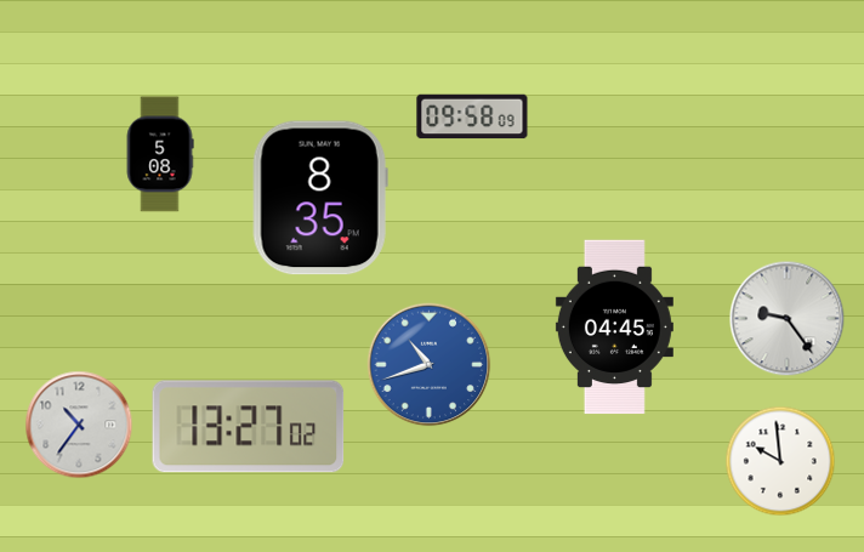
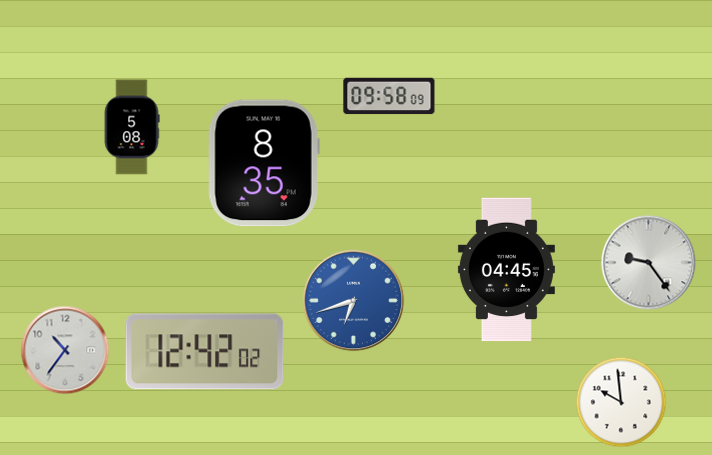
clock at (430, 365): 10:42 -> 6:42
clock at (249, 427): 13:27 -> 12:42
clock at (780, 461) position: (780, 461) -> (621, 402)
